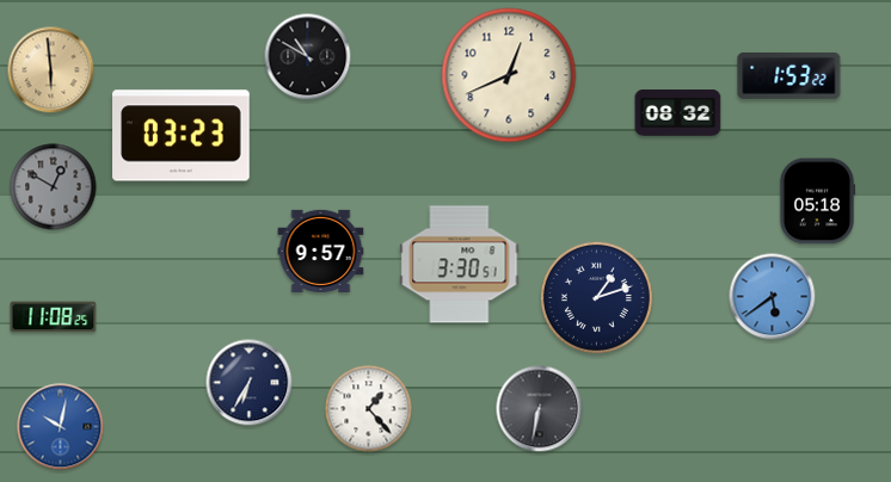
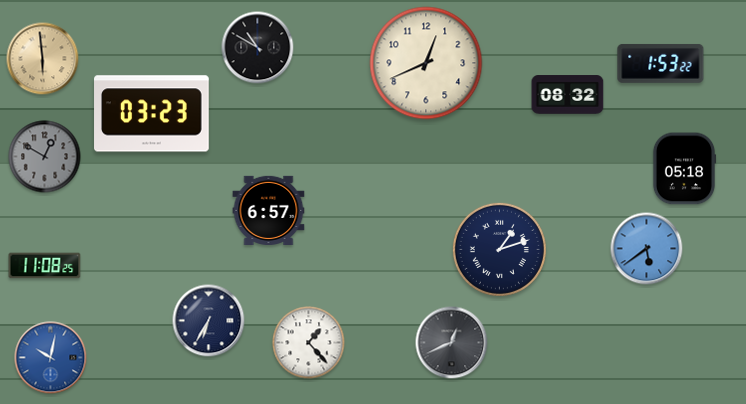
clock at (321, 251): 9:57 -> 6:57
clock at (460, 265): 3:30 -> none
clock at (540, 409): 6:32 -> 12:41
